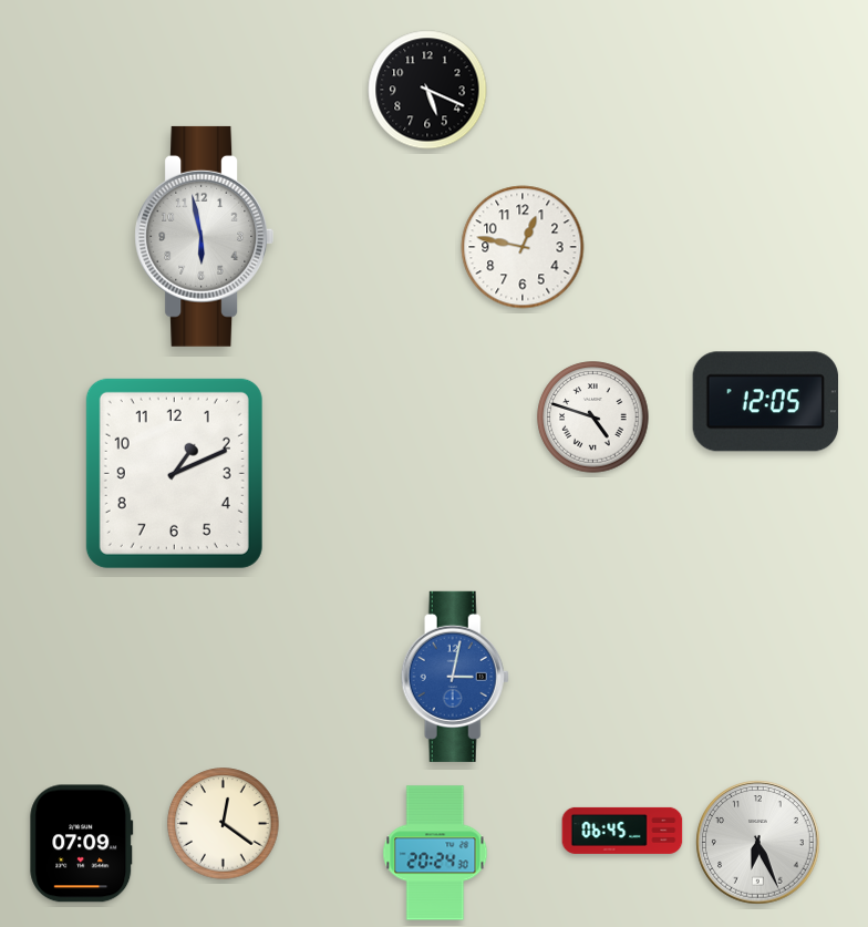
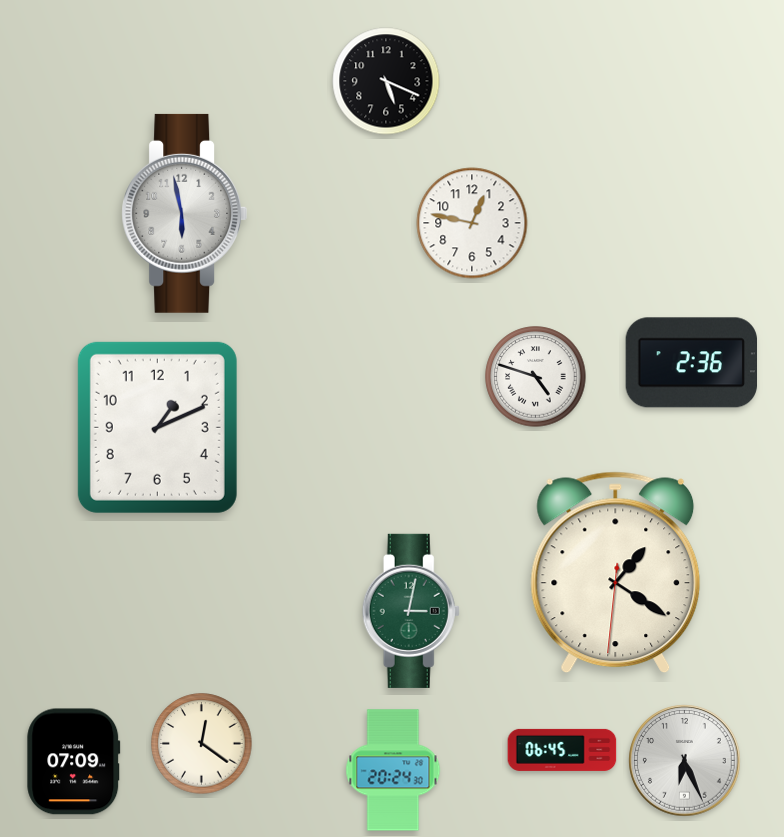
clock at (765, 402): 12:05 -> 2:36
clock at (616, 573): none -> 1:20
clock at (455, 677) dial: blue -> green
